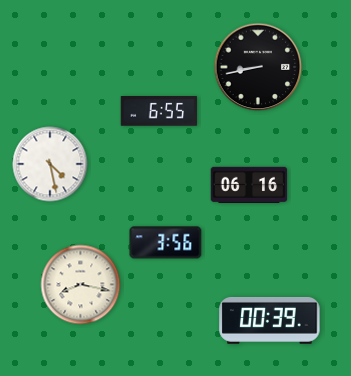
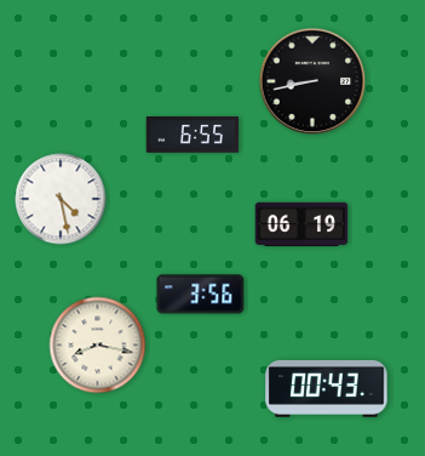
clock at (249, 184): 06:16 -> 06:19
clock at (270, 320): 00:39 -> 00:43
